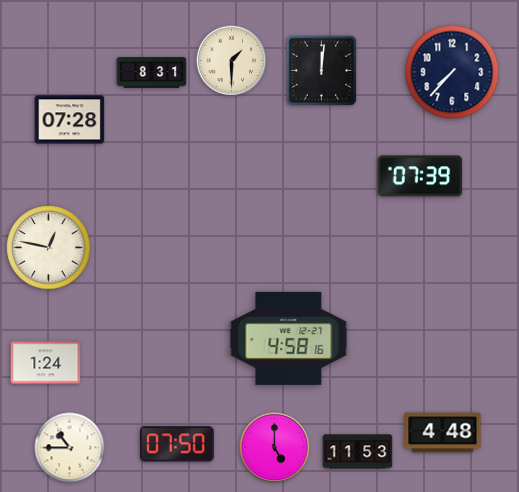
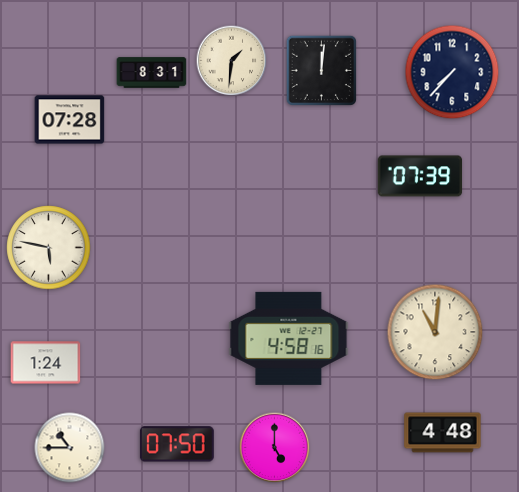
clock at (232, 61): 1:30 -> 1:31
clock at (49, 248): 12:47 -> 5:47
clock at (435, 332): none -> 11:01
clock at (358, 452): 11:53 -> none
